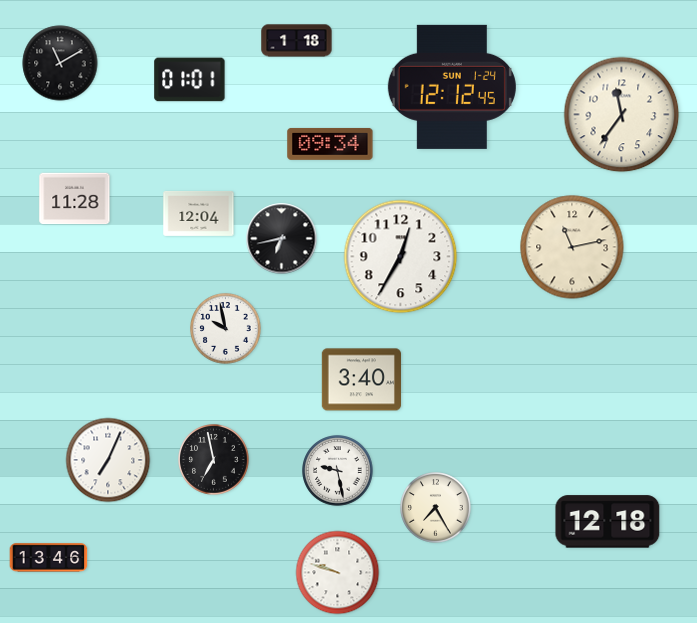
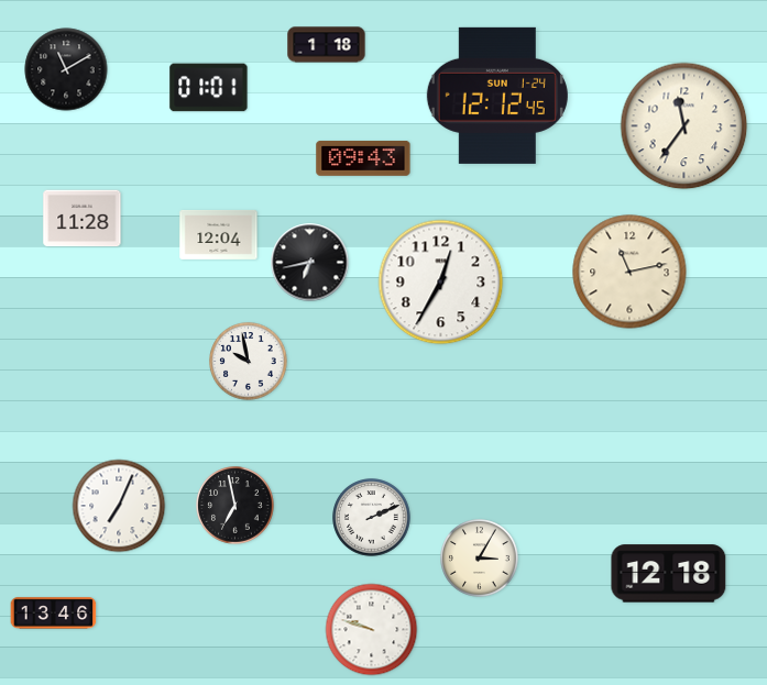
clock at (330, 144): 09:34 -> 09:43
clock at (361, 380): 3:40 -> none
clock at (338, 471): 9:28 -> 2:11
clock at (436, 508): 7:25 -> 3:05
